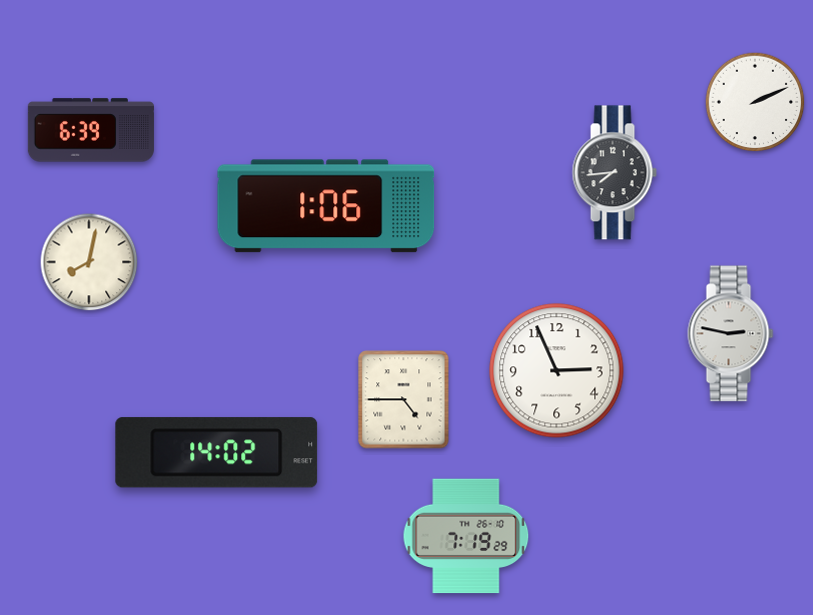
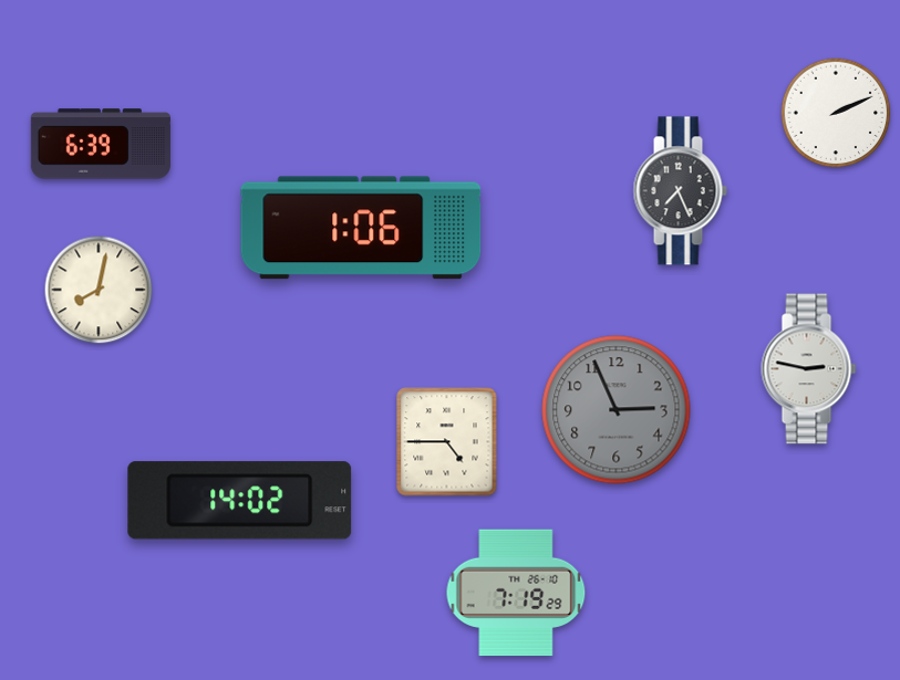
clock at (614, 173): 7:44 -> 7:26
clock at (557, 371) dial: white -> grey
